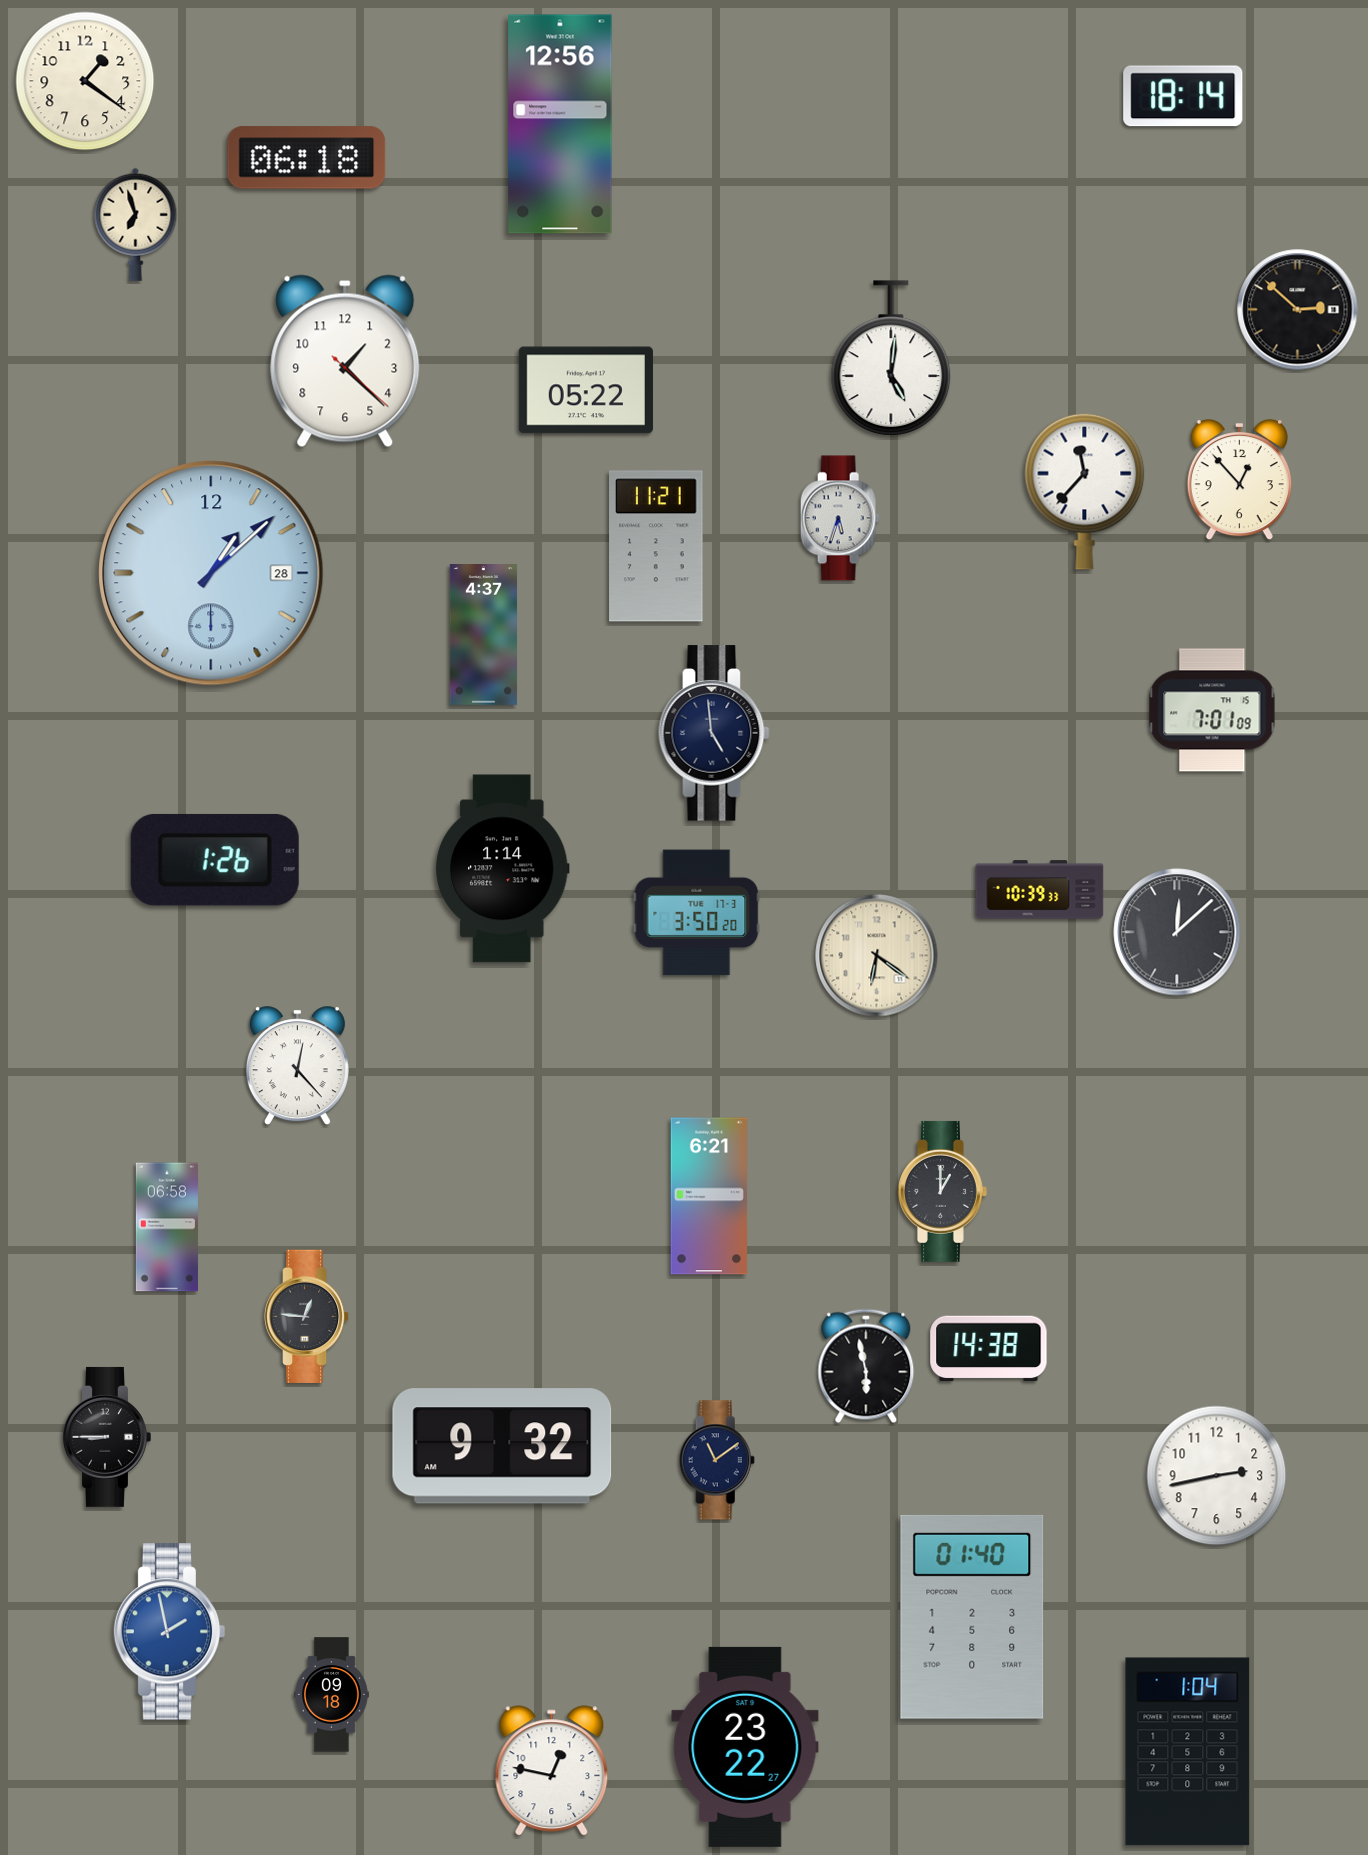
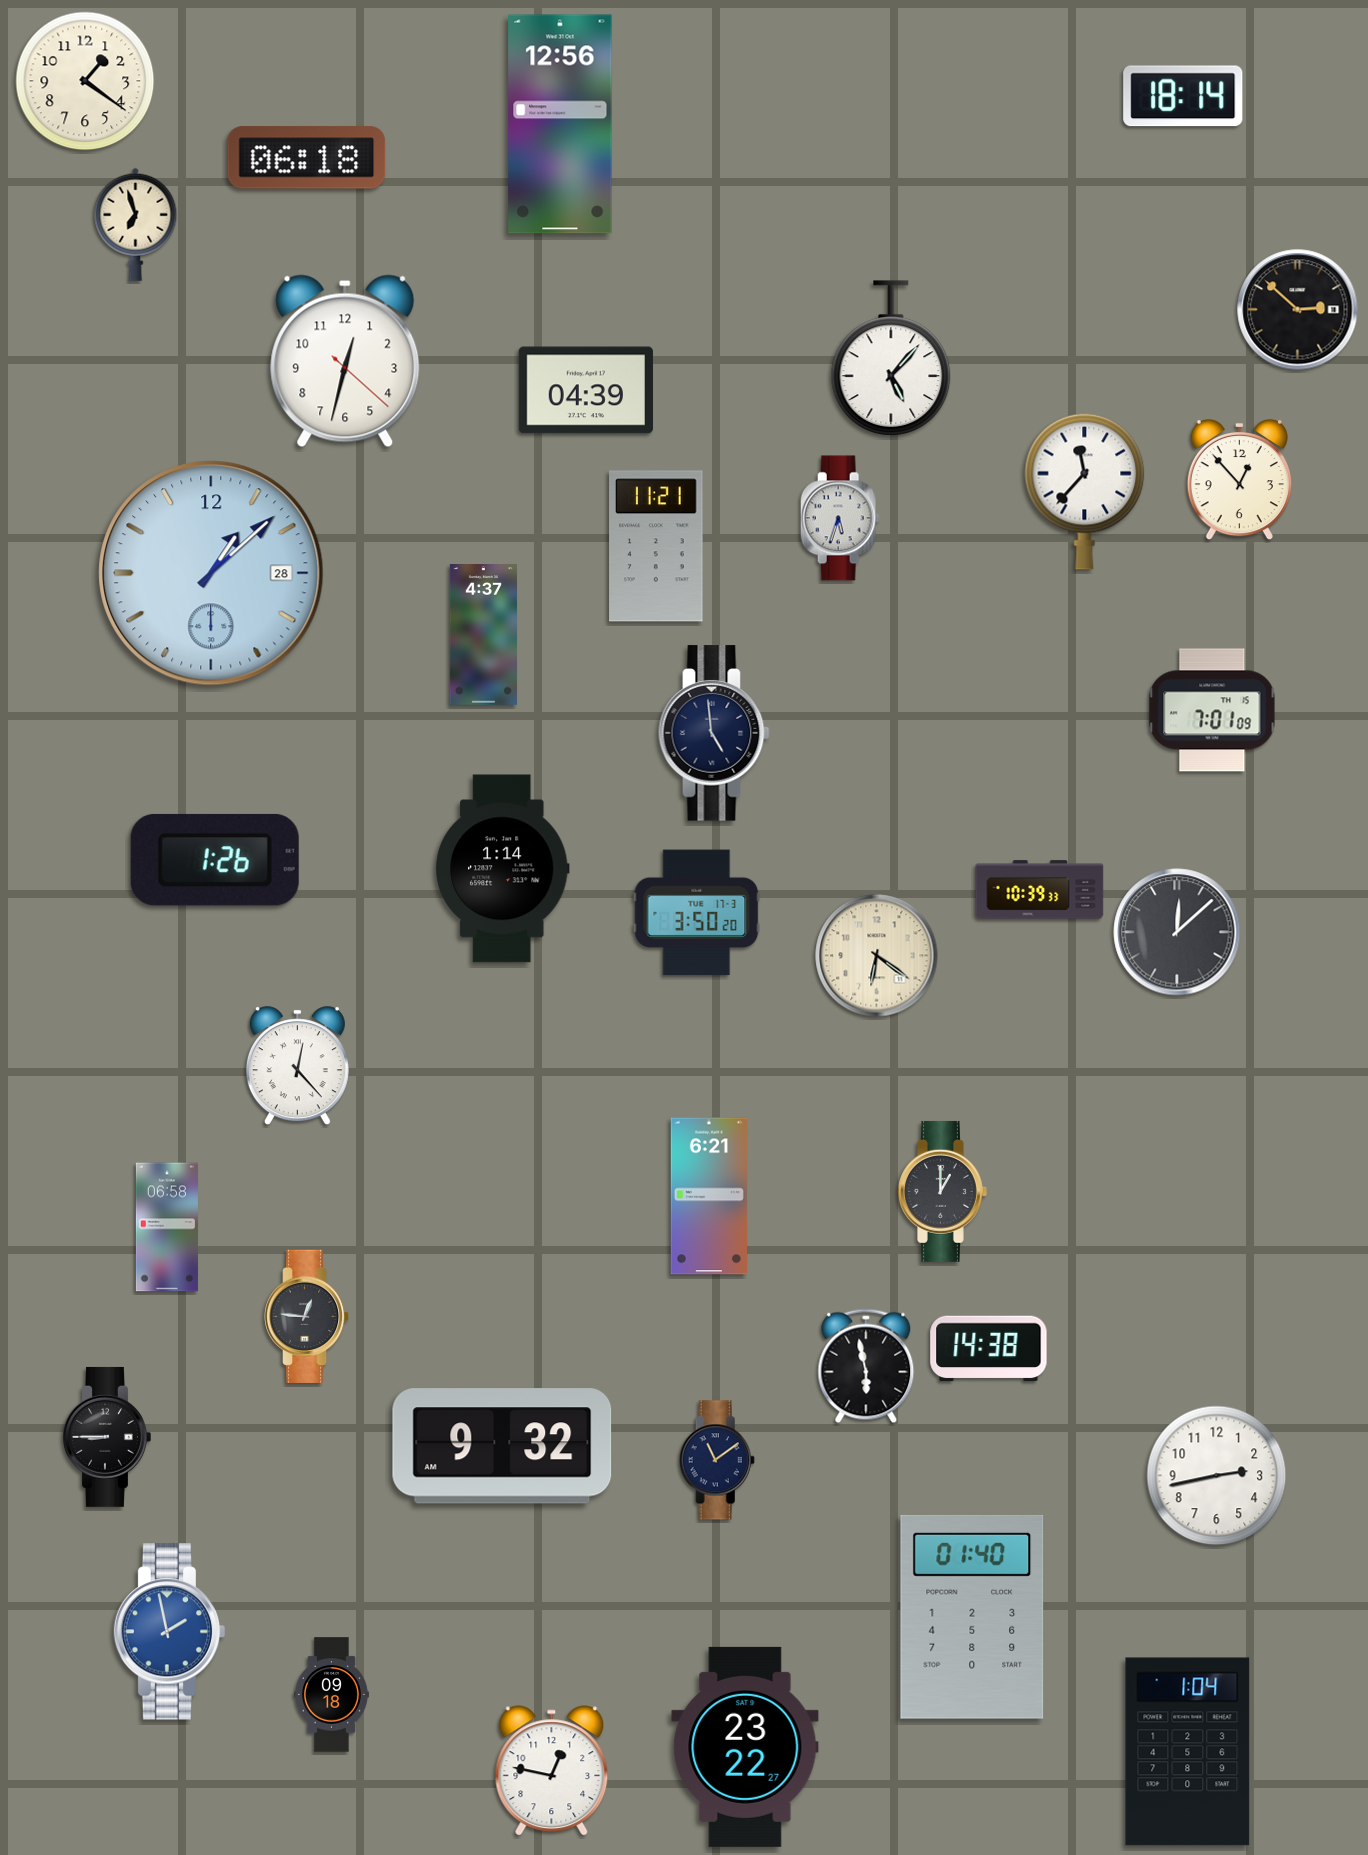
clock at (891, 358): 5:01 -> 5:07
clock at (345, 361): 1:22 -> 12:32
clock at (586, 390): 05:22 -> 04:39
